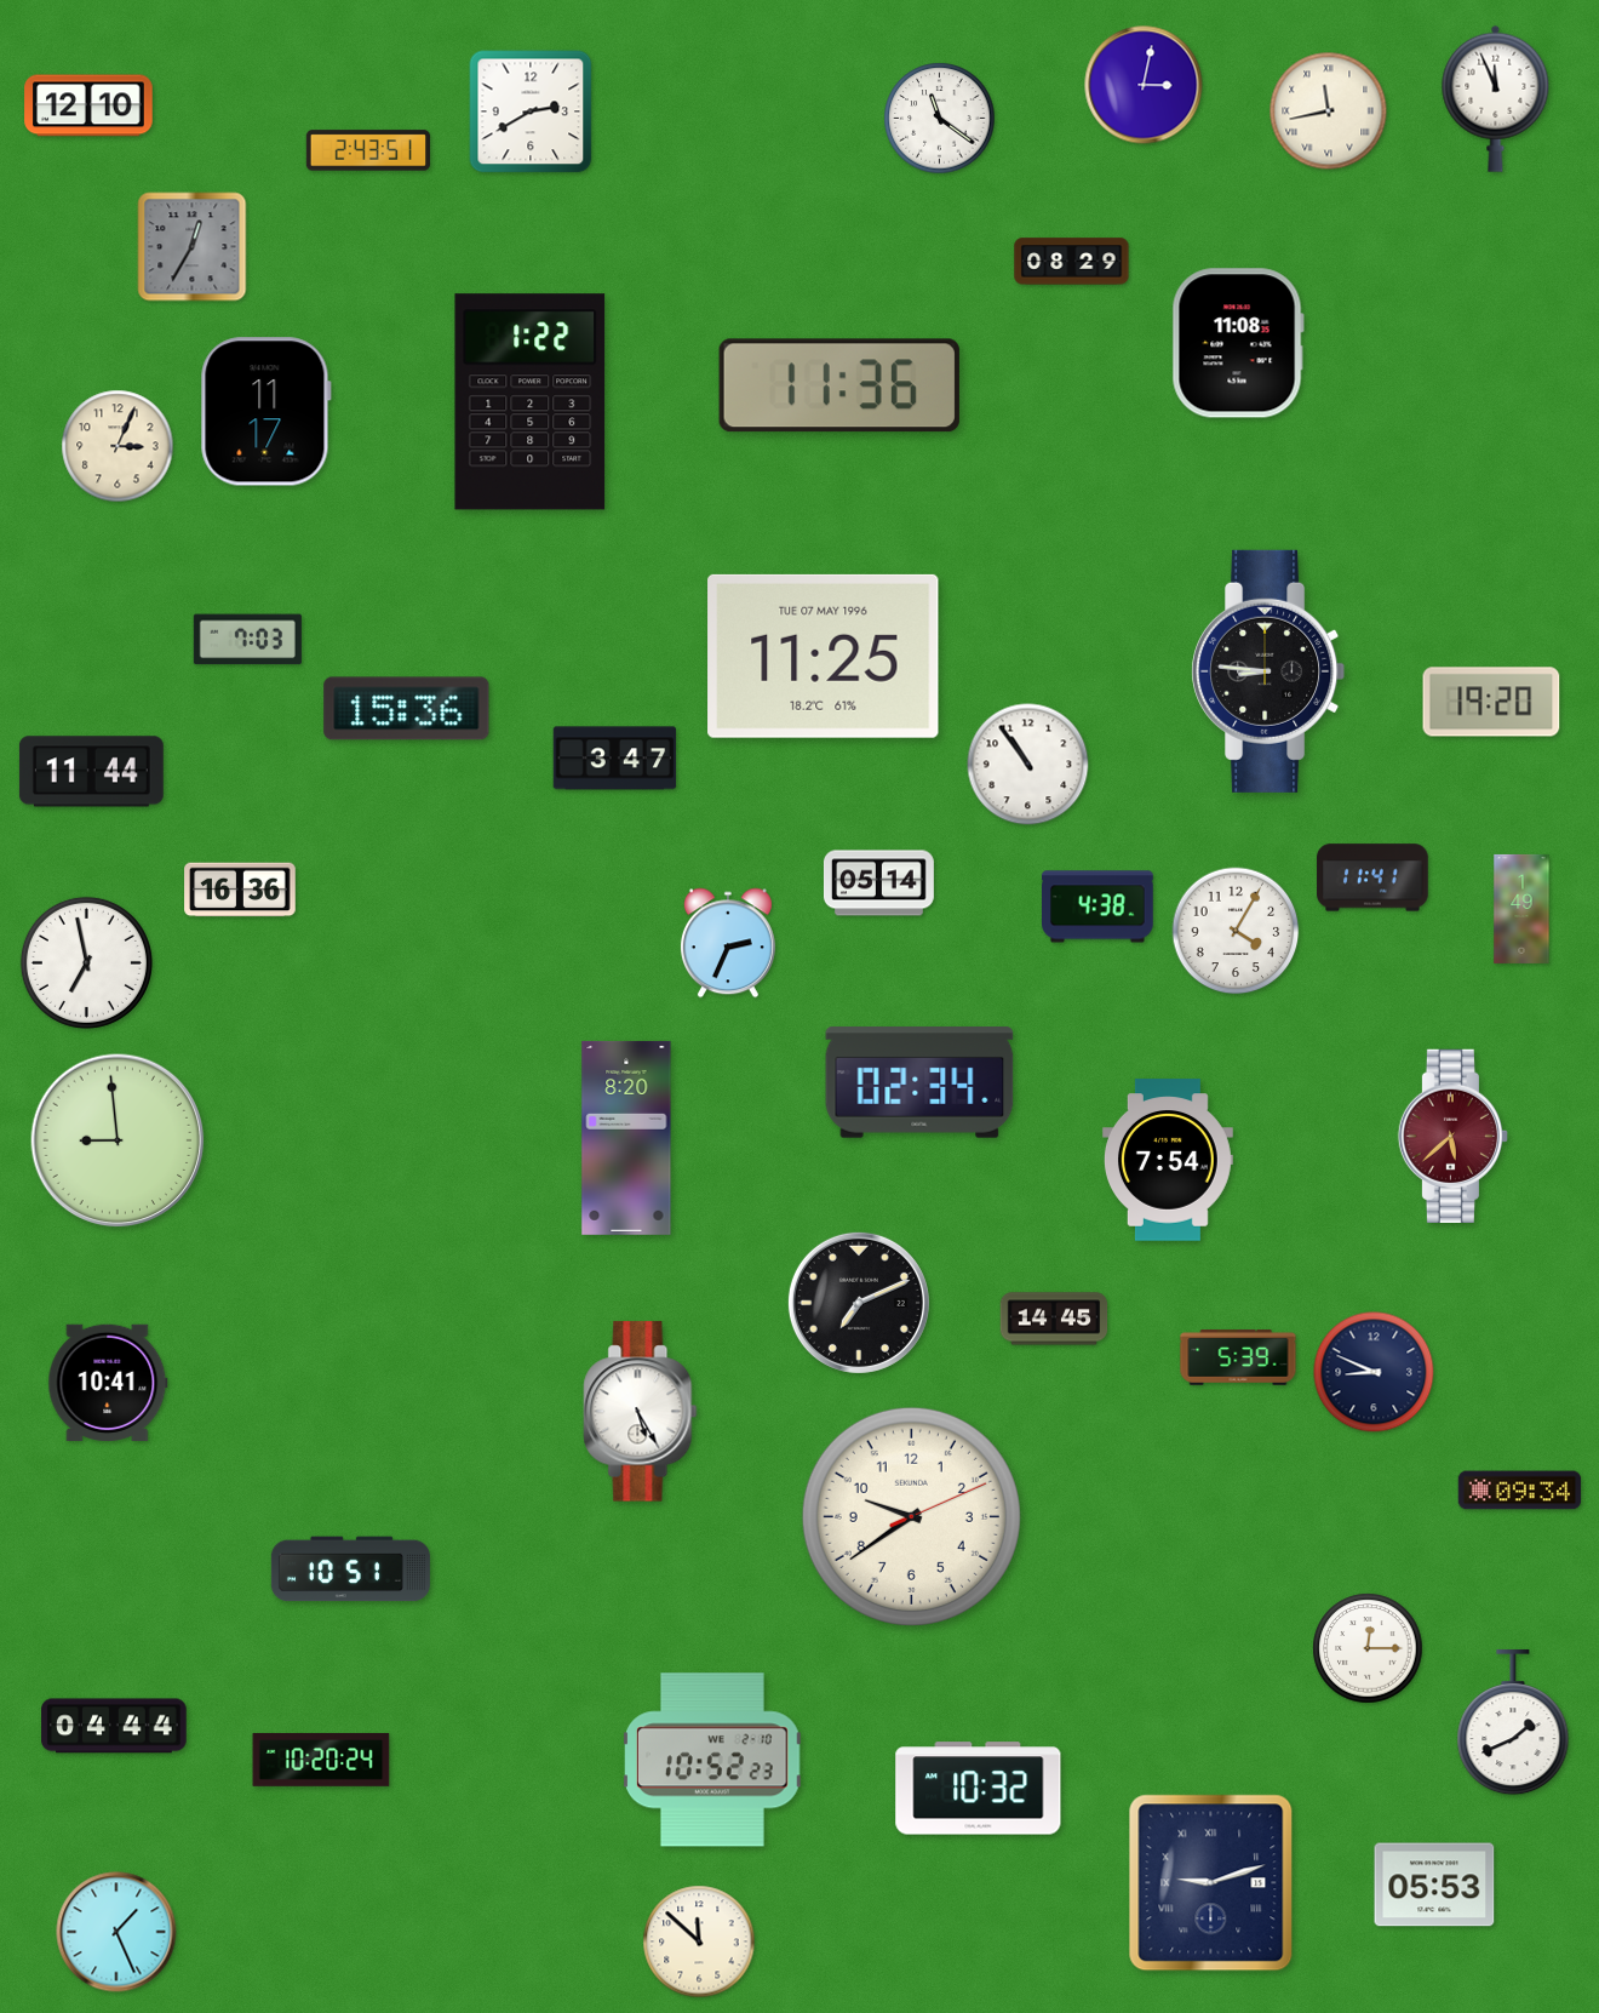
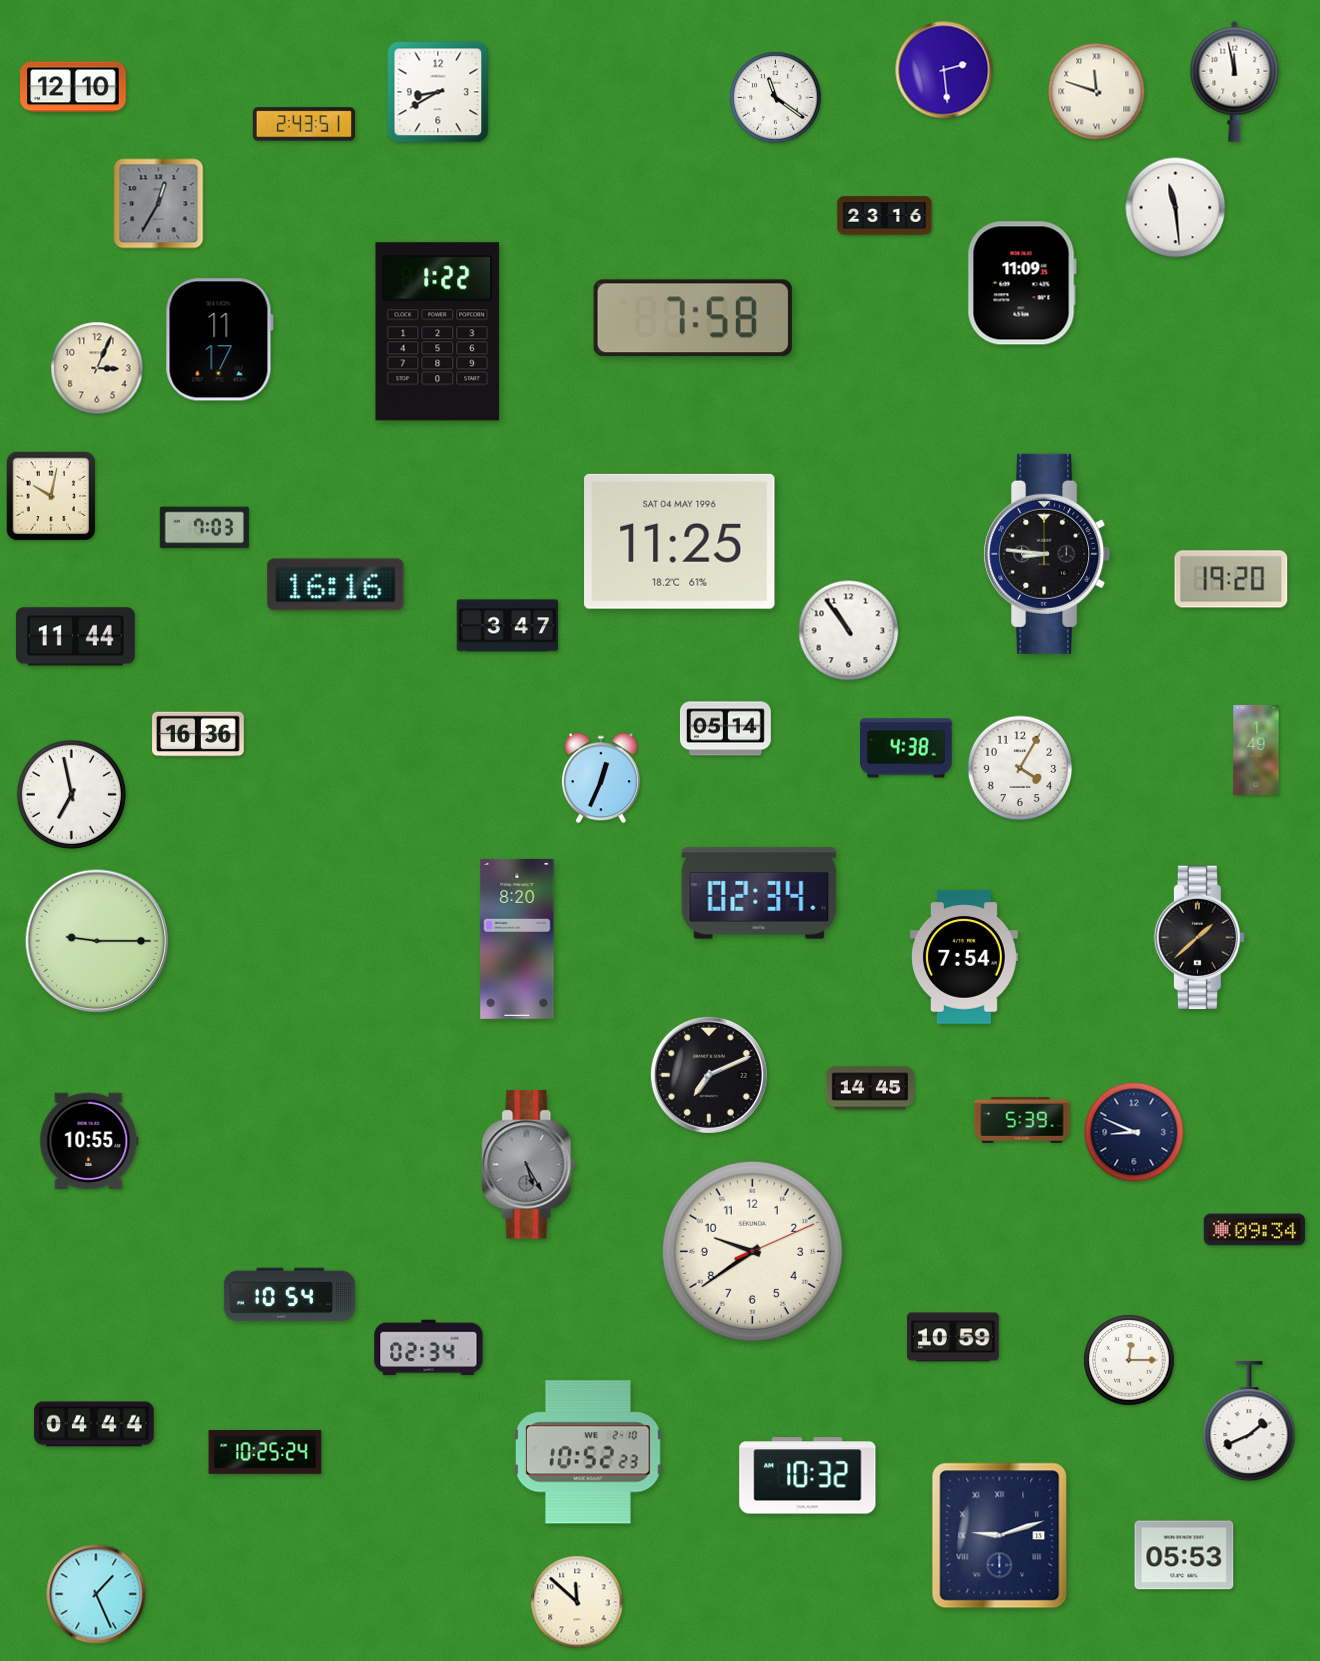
clock at (1144, 85): 3:02 -> 2:29
clock at (1496, 98): 11:56 -> 11:58
clock at (531, 111): 2:40 -> 8:40
clock at (1329, 111): 11:43 -> 11:48
clock at (1176, 208): none -> 11:29
clock at (1072, 262): 08:29 -> 23:16
clock at (1238, 343): 11:08 -> 11:09
clock at (839, 385): 11:36 -> 7:58
clock at (51, 496): none -> 10:02
clock at (824, 656) date: TUE 07 MAY 1996 -> SAT 04 MAY 1996
clock at (407, 709): 15:36 -> 16:16
clock at (1372, 877): 11:41 -> none
clock at (728, 943): 2:34 -> 12:34
clock at (1452, 1136): 5:38 -> 1:38
clock at (1452, 1136) dial: burgundy -> black
clock at (118, 1140): 8:59 -> 9:15
clock at (108, 1382): 10:41 -> 10:55
clock at (641, 1412) dial: white -> grey
clock at (350, 1569): 10:51 -> 10:54
clock at (953, 1337): none -> 10:59
clock at (429, 1348): none -> 02:34
clock at (321, 1761): 10:20 -> 10:25
clock at (1211, 1883) position: (1211, 1883) -> (1000, 1536)
